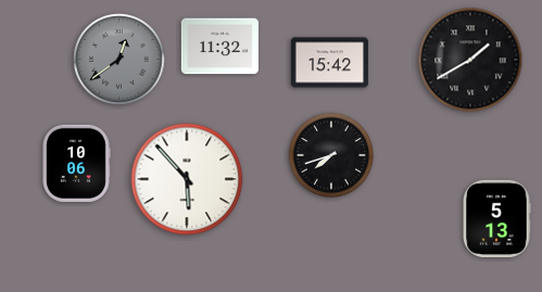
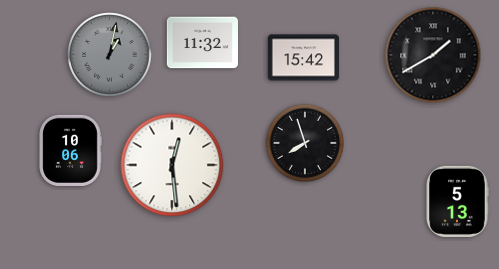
clock at (119, 60): 12:39 -> 1:02
clock at (330, 154): 7:42 -> 7:57
clock at (187, 179): 5:53 -> 12:29
